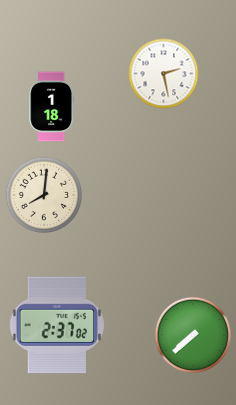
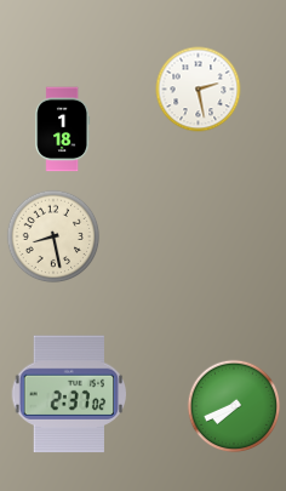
clock at (44, 195): 8:01 -> 8:28
clock at (193, 335): 7:38 -> 7:41
